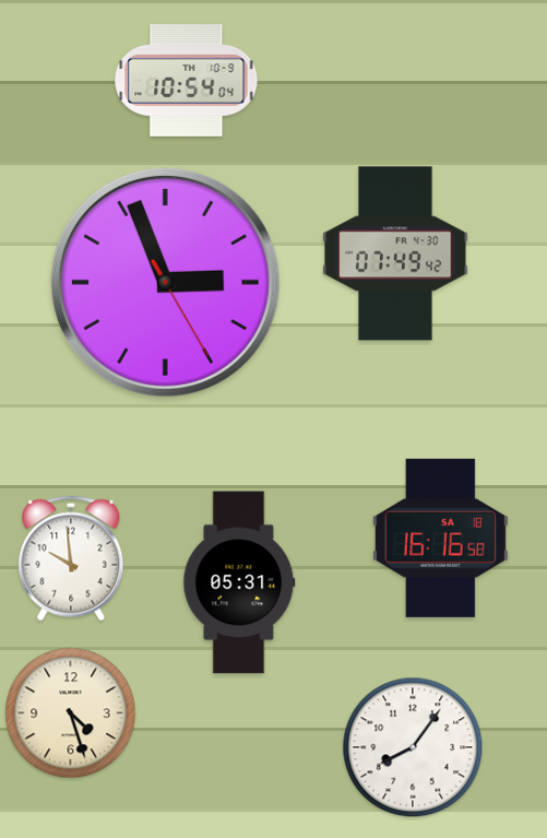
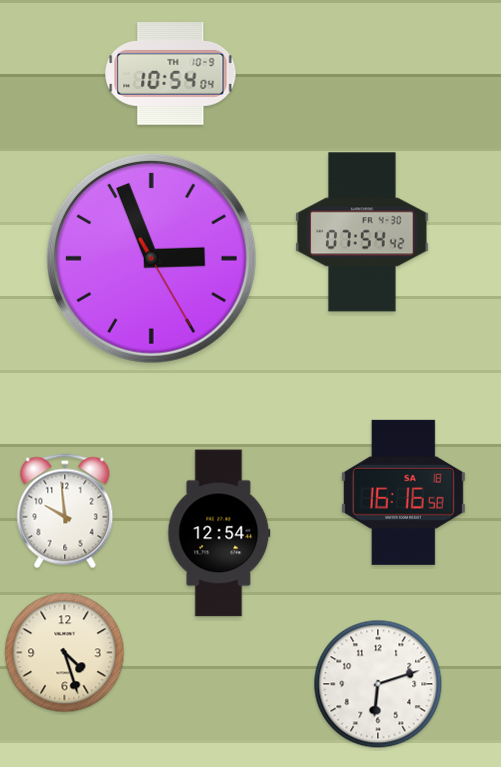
clock at (395, 253): 07:49 -> 07:54
clock at (239, 582): 05:31 -> 12:54
clock at (413, 747): 8:06 -> 6:12
